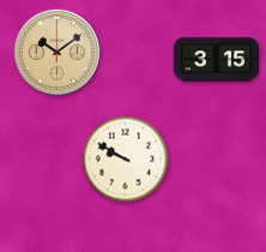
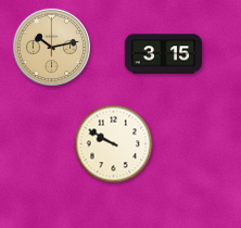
clock at (58, 53): 10:09 -> 10:13
clock at (216, 60) position: (216, 60) -> (163, 54)
